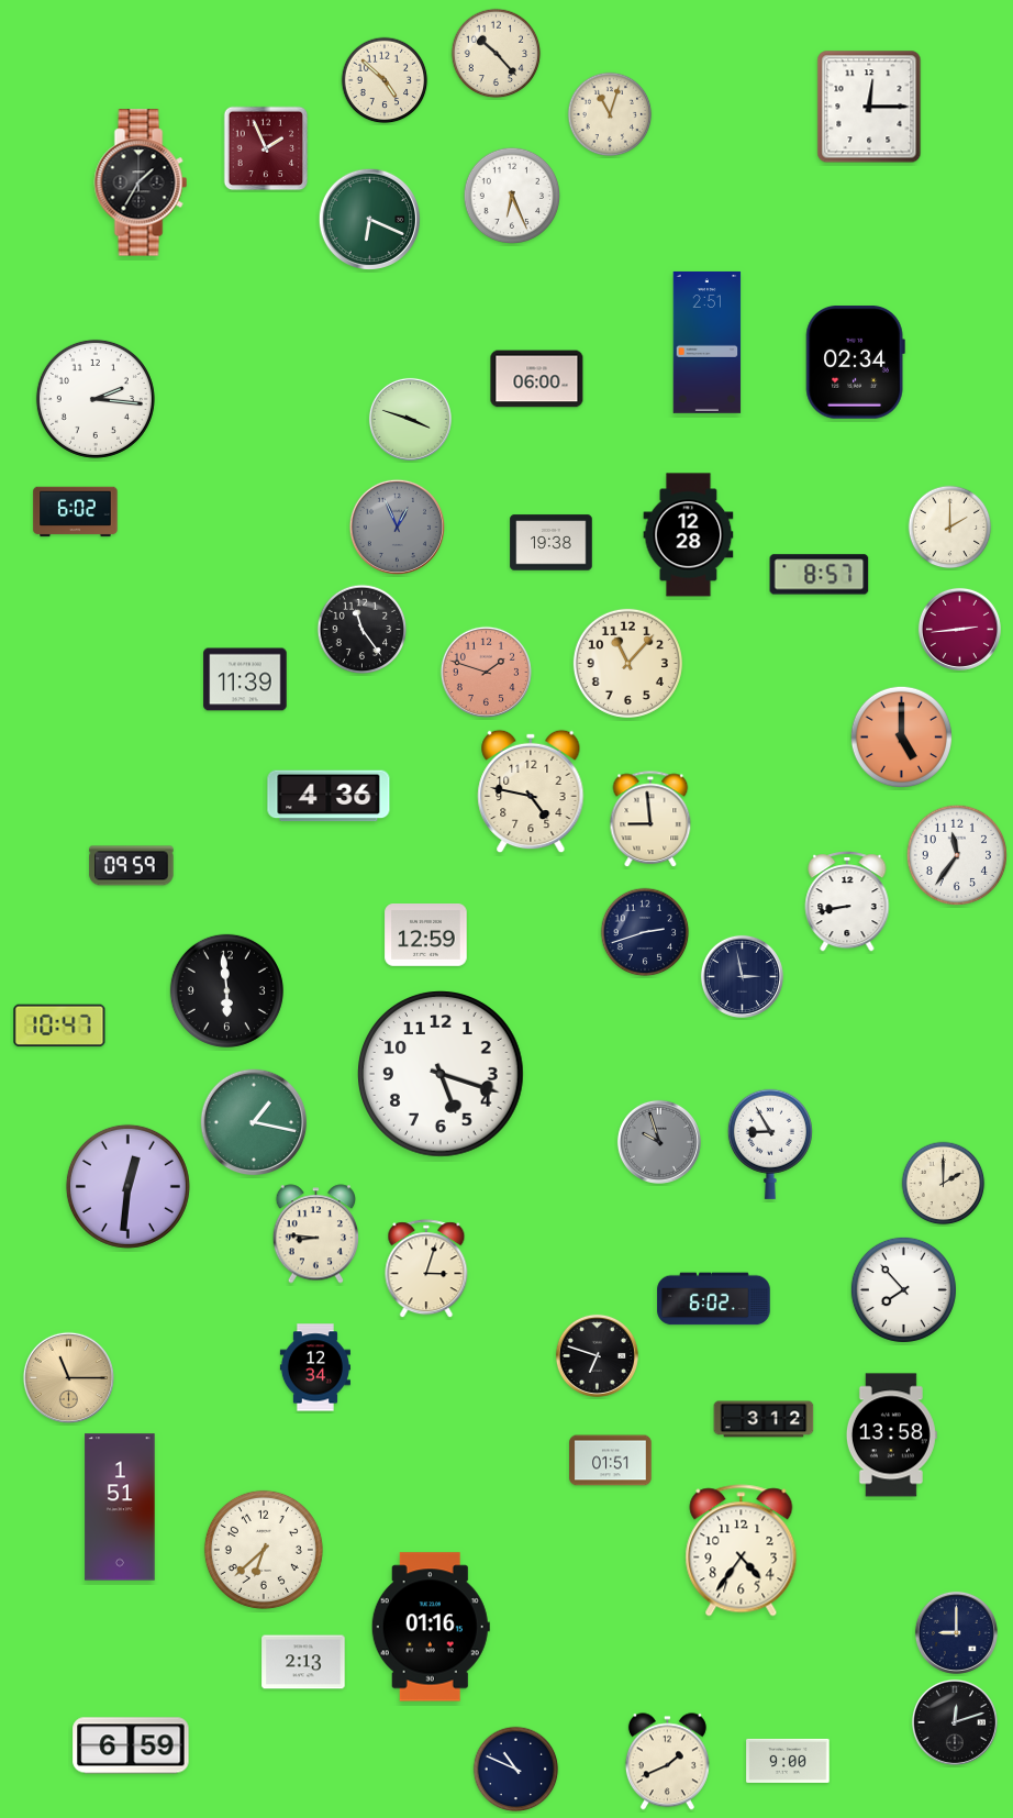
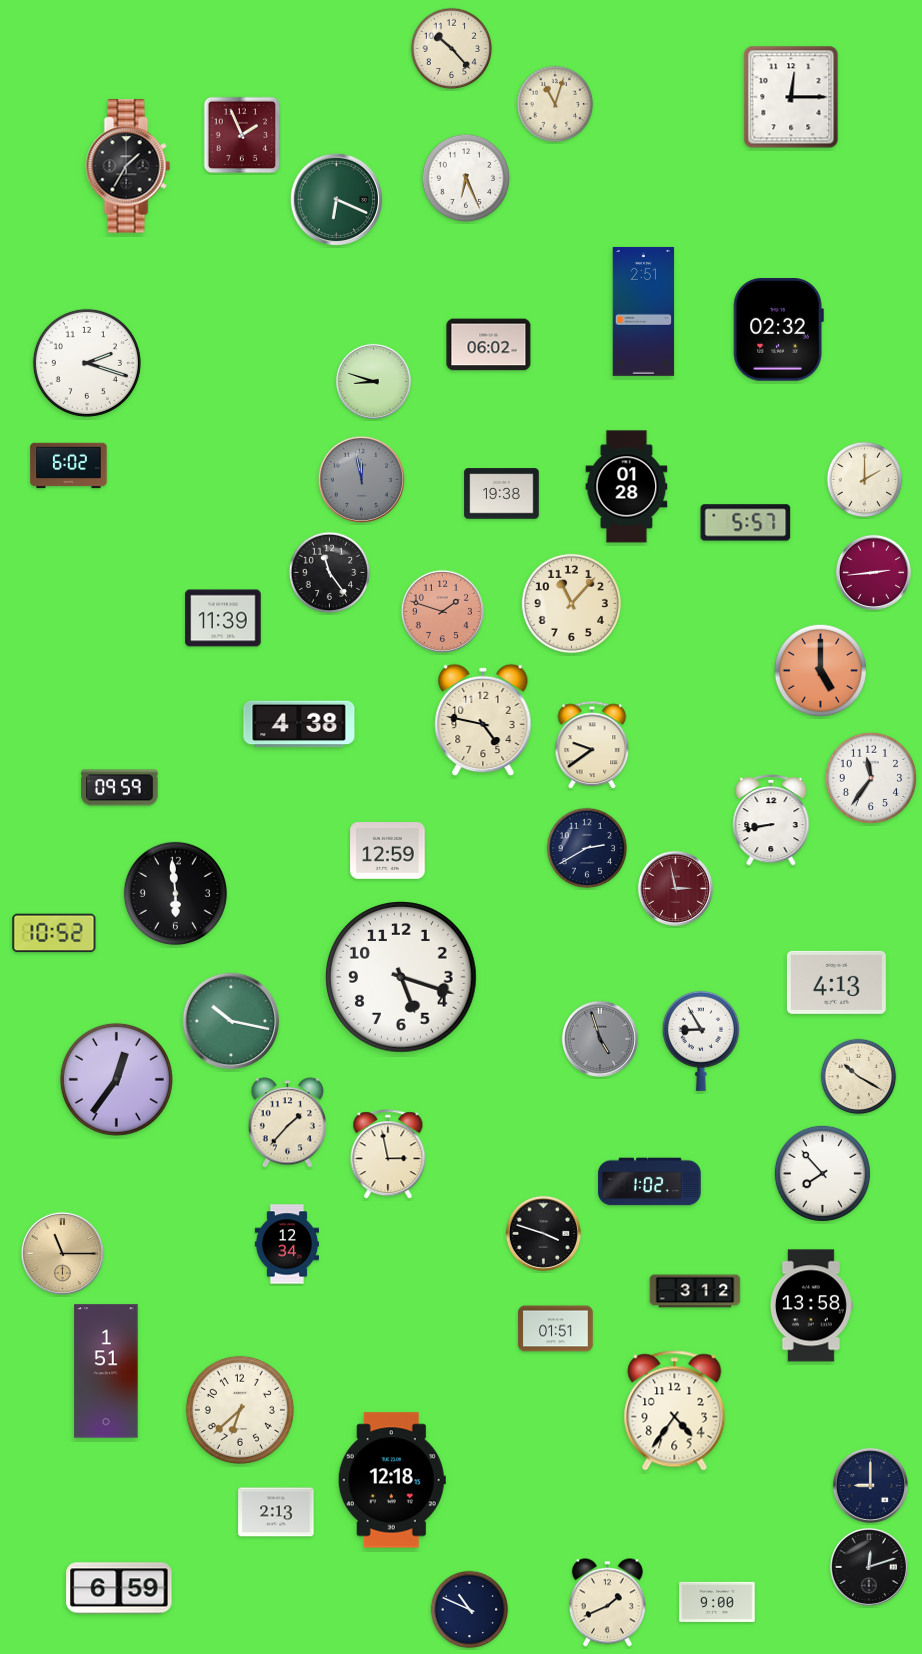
clock at (385, 80): 4:52 -> none
clock at (855, 363): 02:34 -> 02:32
clock at (537, 379): 06:00 -> 06:02
clock at (96, 399): 2:16 -> 2:18
clock at (410, 419): 3:48 -> 8:48
clock at (397, 526): 12:56 -> 11:58
clock at (689, 535): 12:28 -> 01:28
clock at (820, 575): 8:57 -> 5:57
clock at (329, 796): 4:36 -> 4:38
clock at (650, 820): 8:59 -> 9:39
clock at (645, 932): 2:42 -> 2:40
clock at (742, 976) dial: navy -> burgundy
clock at (226, 990) position: (226, 990) -> (175, 893)
clock at (59, 1026): 10:47 -> 10:52
clock at (836, 982): none -> 4:13
clock at (254, 1122): 1:17 -> 10:17
clock at (659, 1142): 9:57 -> 4:57
clock at (944, 1184): 2:00 -> 10:20
clock at (127, 1186): 12:31 -> 12:36
clock at (315, 1234): 8:46 -> 1:37
clock at (426, 1270): 3:03 -> 2:58
clock at (714, 1299): 6:02 -> 1:02
clock at (597, 1355): 6:48 -> 3:48
clock at (120, 1507) position: (120, 1507) -> (106, 1371)
clock at (431, 1627): 01:16 -> 12:18
